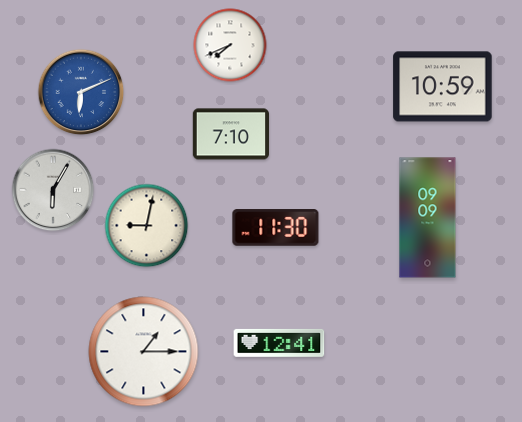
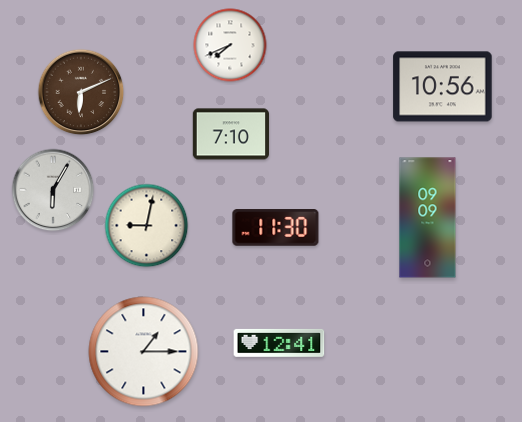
clock at (443, 87): 10:59 -> 10:56
clock at (81, 92) dial: blue -> brown
